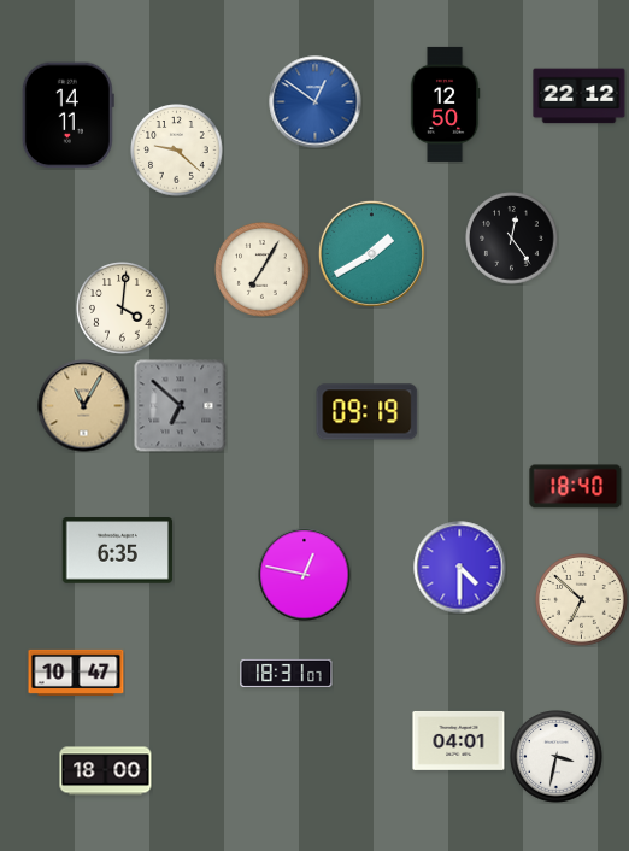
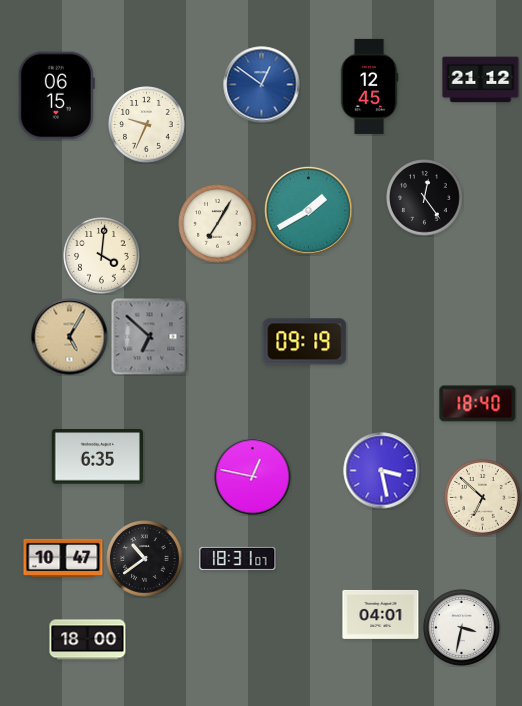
clock at (580, 96): 22:12 -> 21:12
clock at (445, 104): 12:50 -> 12:45
clock at (67, 116): 14:11 -> 06:15
clock at (177, 151): 9:22 -> 9:34
clock at (84, 406): 11:05 -> 5:05
clock at (460, 568): 4:30 -> 3:28
clock at (145, 559): none -> 10:39
